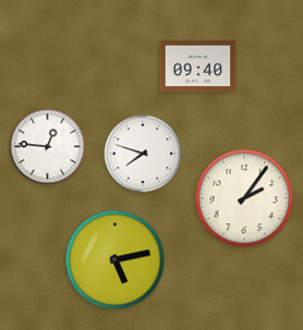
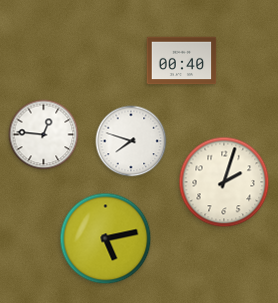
clock at (198, 66): 09:40 -> 00:40
clock at (244, 198): 2:06 -> 2:03
